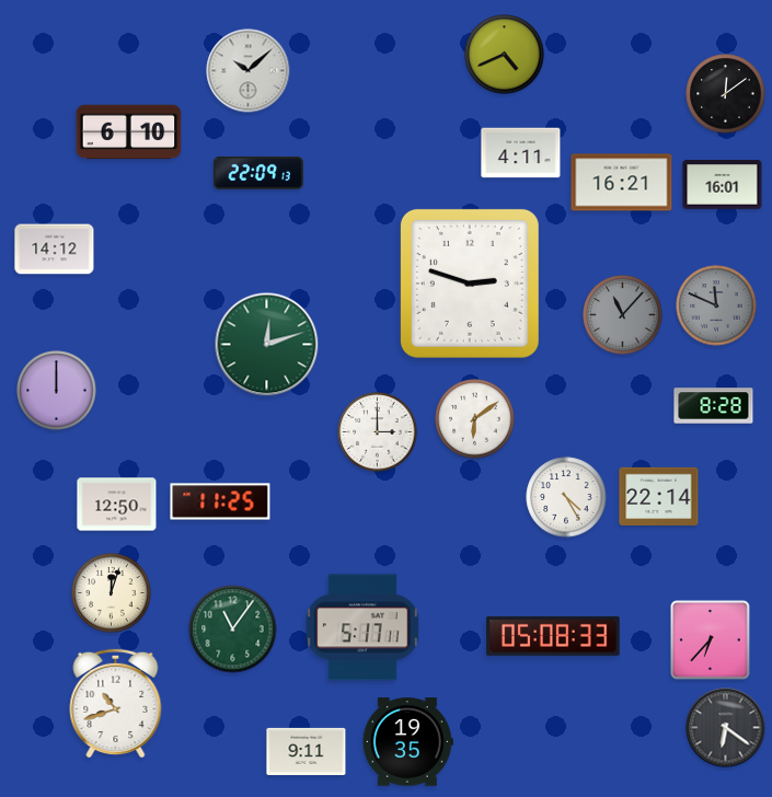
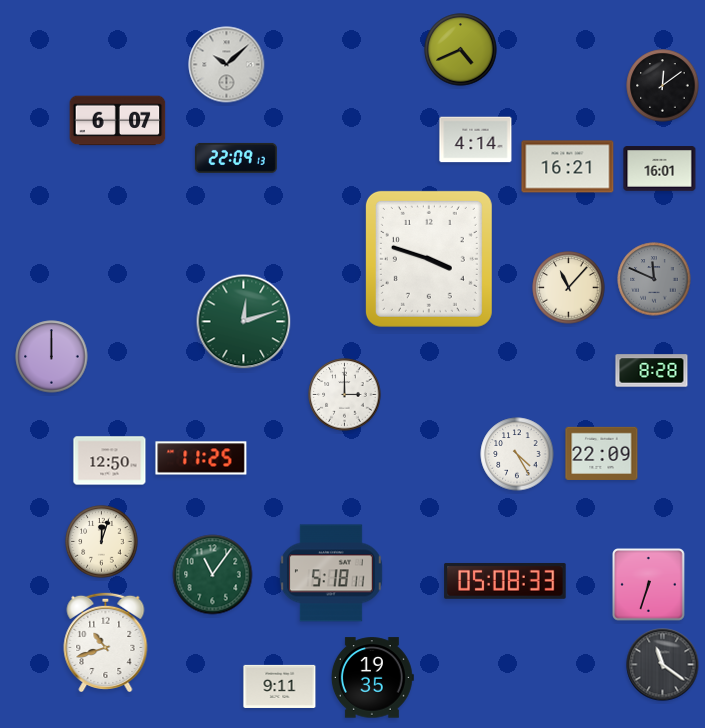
clock at (129, 132): 6:10 -> 6:07
clock at (521, 153): 4:11 -> 4:14
clock at (55, 250): 14:12 -> none
clock at (470, 284): 2:48 -> 3:48
clock at (623, 315) dial: grey -> cream
clock at (267, 345) position: (267, 345) -> (244, 322)
clock at (475, 419): 6:09 -> none
clock at (659, 496): 22:14 -> 22:09
clock at (117, 505) position: (117, 505) -> (110, 461)
clock at (362, 627): 5:17 -> 5:18
clock at (711, 640): 6:37 -> 6:33
clock at (726, 728): 6:21 -> 11:21
